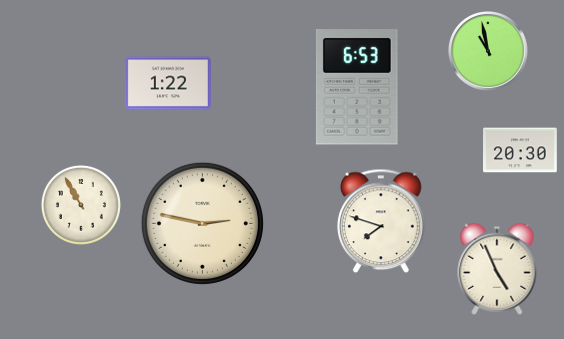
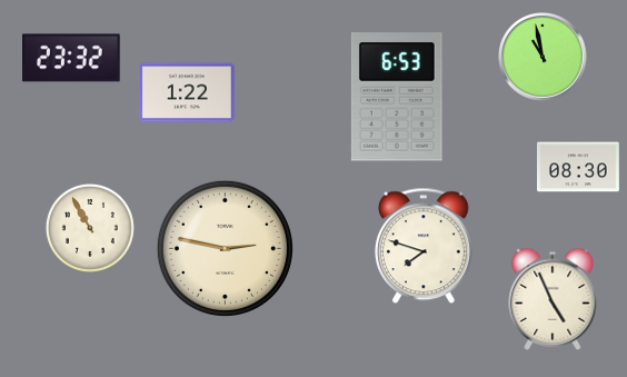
clock at (72, 58): none -> 23:32
clock at (521, 150): 20:30 -> 08:30
